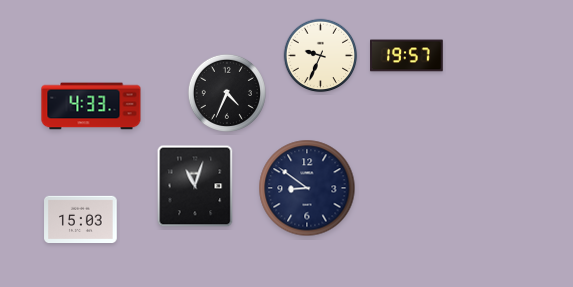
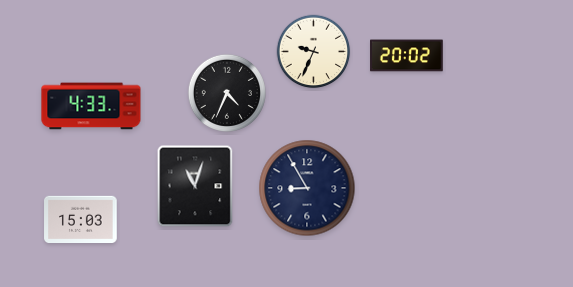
clock at (321, 56) position: (321, 56) -> (314, 52)
clock at (407, 56): 19:57 -> 20:02
clock at (307, 188): 8:51 -> 8:55
